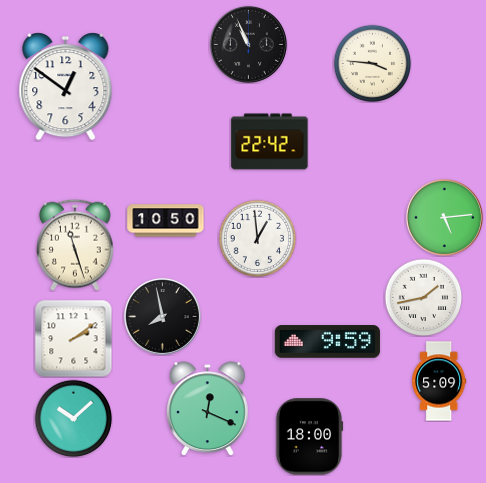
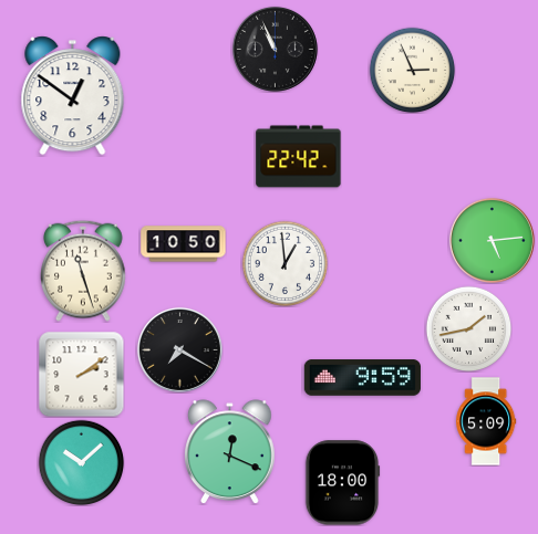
clock at (372, 63): 3:46 -> 2:56
clock at (162, 316): 7:58 -> 7:20
